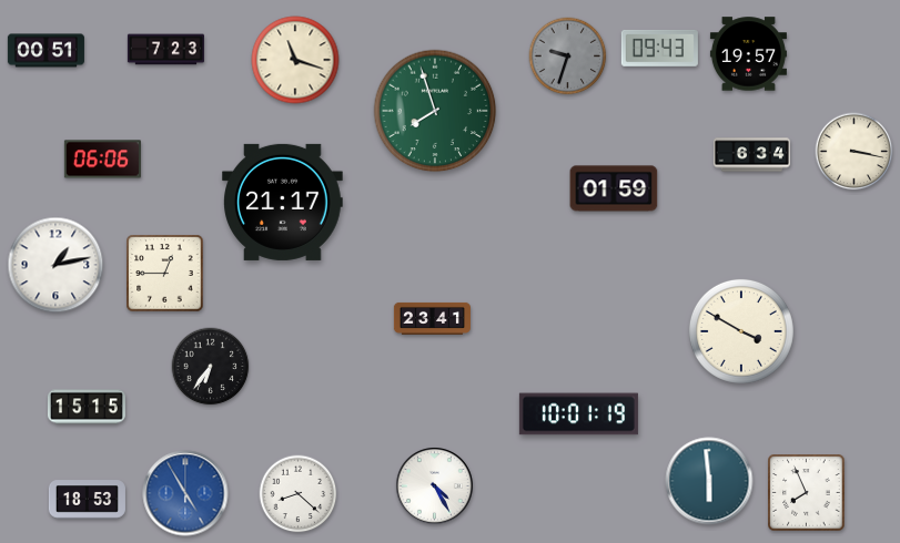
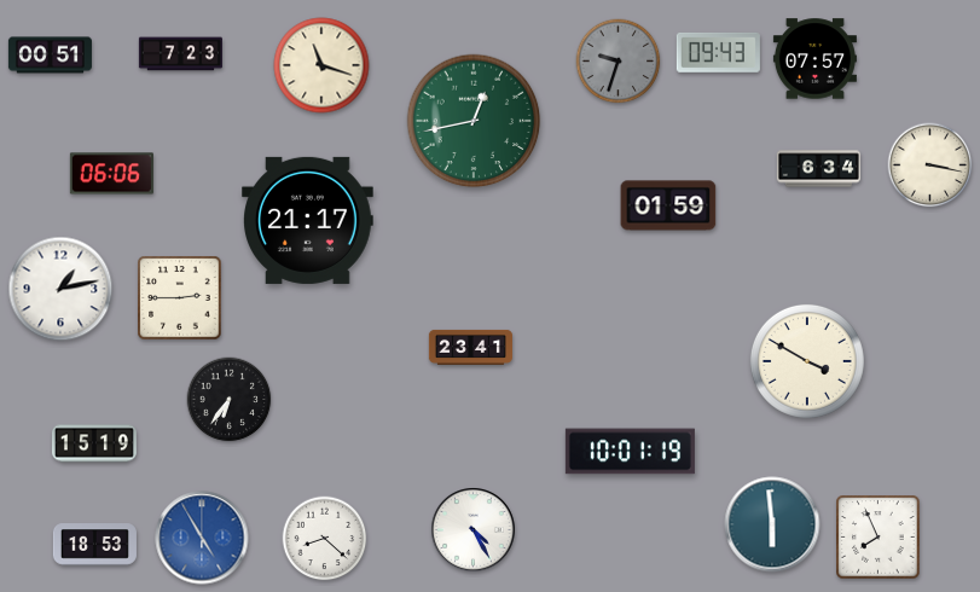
clock at (748, 54): 19:57 -> 07:57
clock at (435, 111): 7:57 -> 12:43
clock at (165, 274): 12:45 -> 2:45
clock at (87, 407): 15:15 -> 15:19
